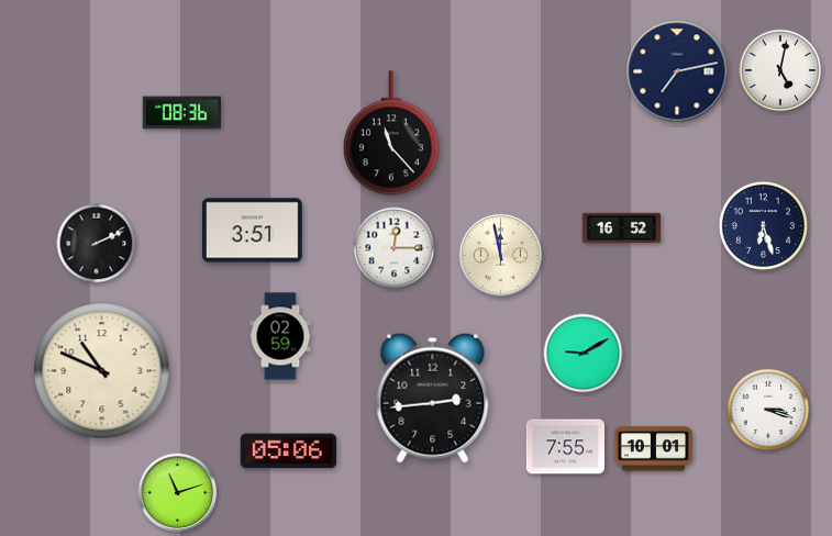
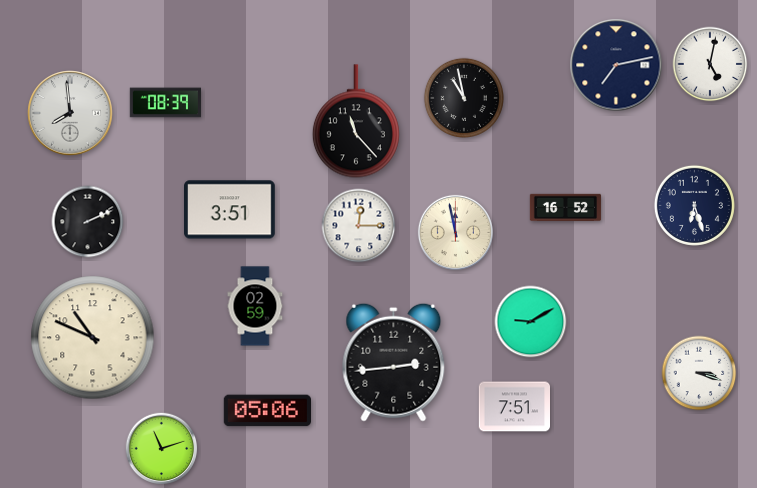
clock at (464, 98): none -> 10:58
clock at (182, 113): 08:36 -> 08:39
clock at (70, 113): none -> 7:59
clock at (565, 447): 7:55 -> 7:51
clock at (653, 449): 10:01 -> none
clock at (288, 451) position: (288, 451) -> (267, 411)
